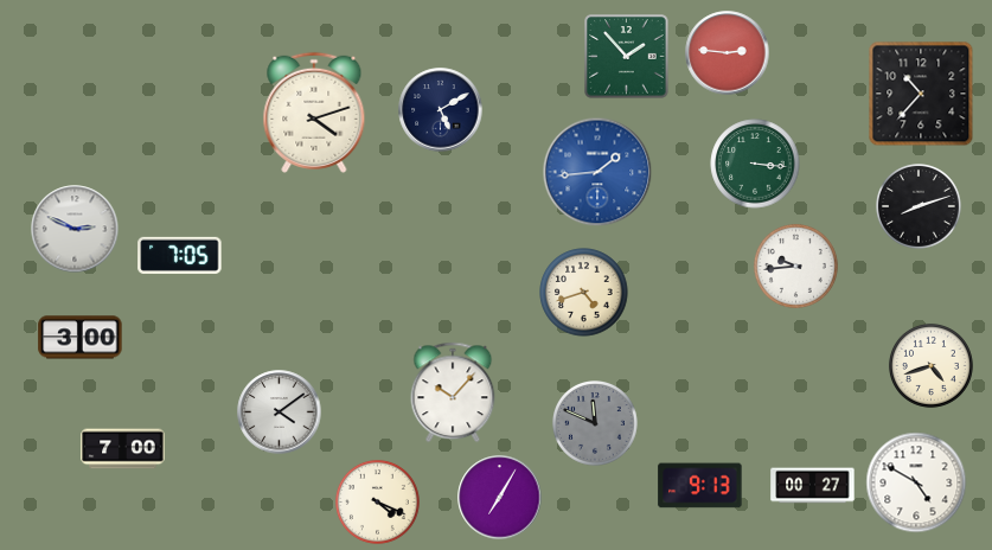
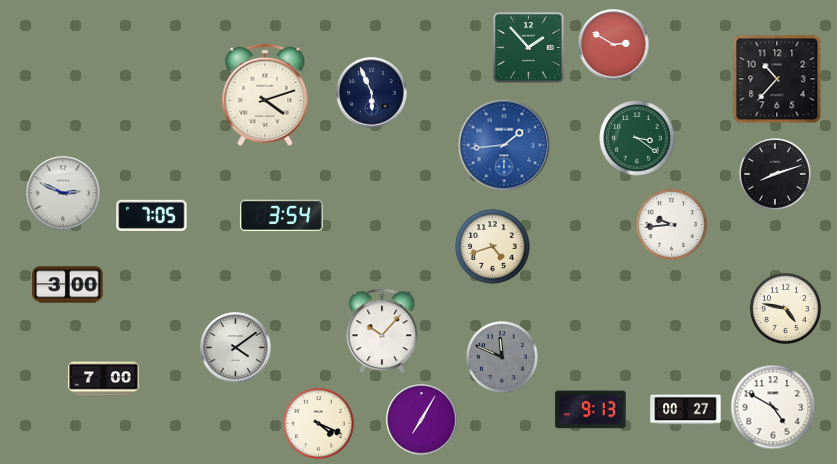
clock at (728, 53): 2:46 -> 2:50
clock at (441, 110): 5:10 -> 5:56
clock at (755, 164): 3:16 -> 3:21
clock at (281, 216): none -> 3:54
clock at (930, 365): 4:42 -> 4:47
